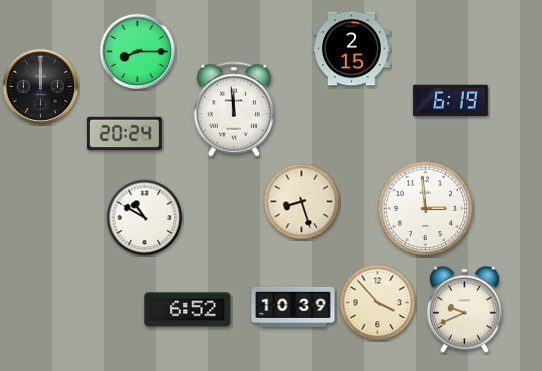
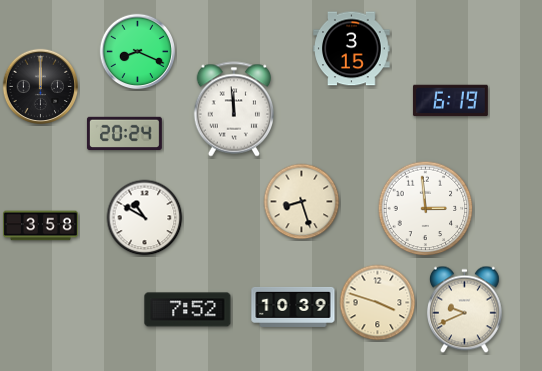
clock at (352, 49): 2:15 -> 3:15
clock at (138, 52): 8:15 -> 8:19
clock at (41, 226): none -> 3:58
clock at (378, 303): 3:53 -> 3:48
clock at (188, 310): 6:52 -> 7:52
